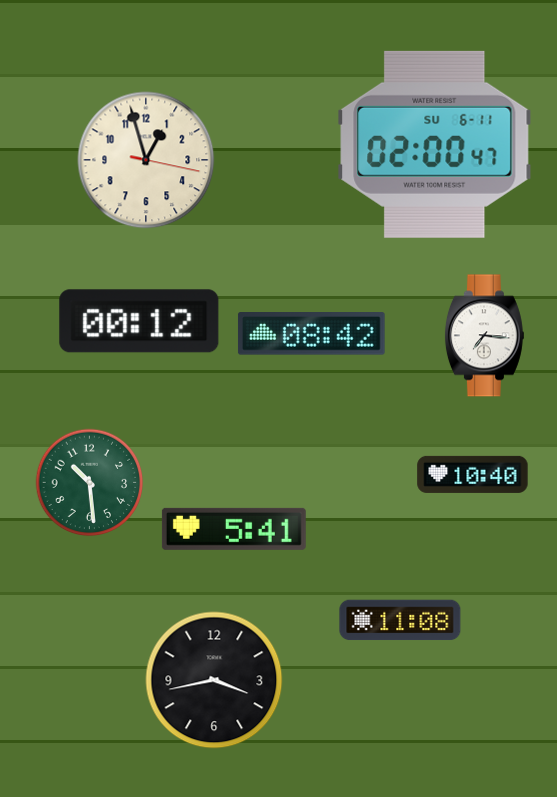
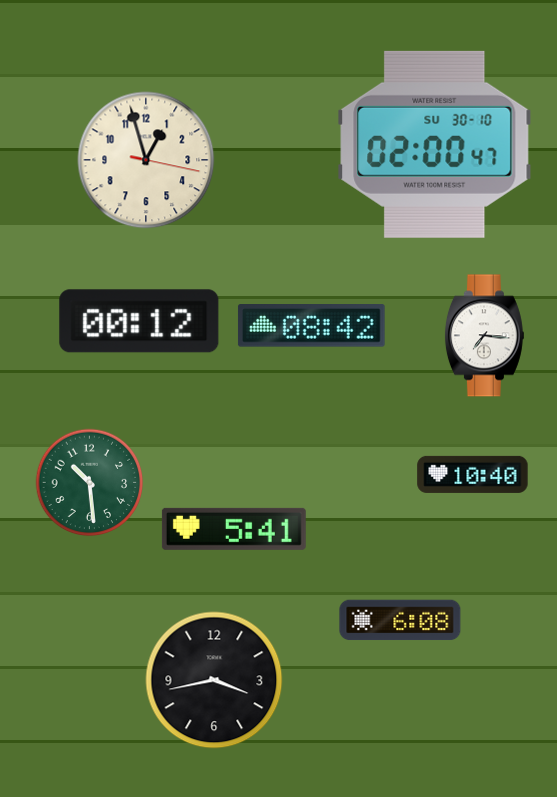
clock at (435, 144) date: SU 6-11 -> SU 30-10
clock at (311, 334) position: (311, 334) -> (311, 326)
clock at (400, 620): 11:08 -> 6:08
